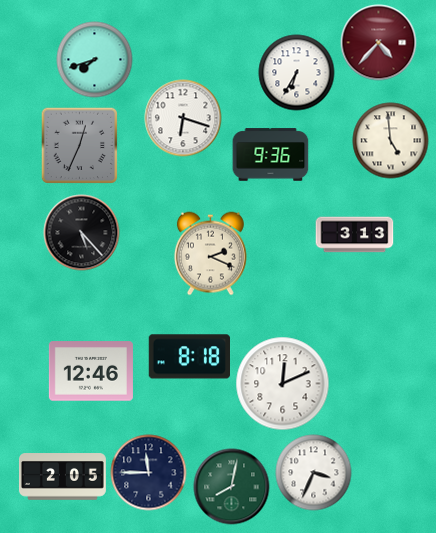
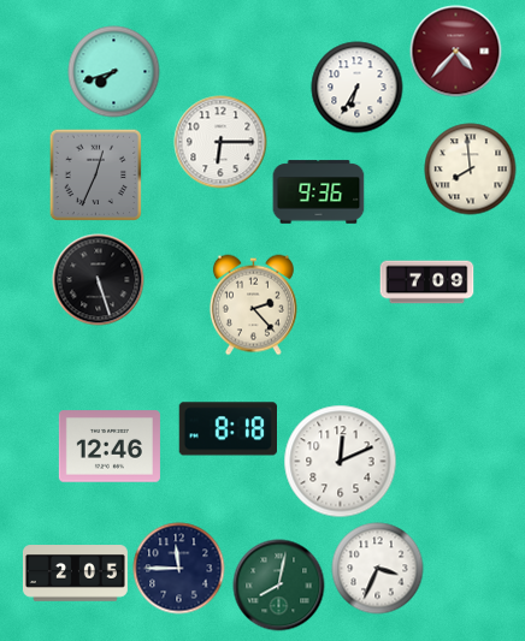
clock at (183, 118): 6:18 -> 6:15
clock at (391, 141): 4:59 -> 7:59
clock at (271, 155) position: (271, 155) -> (319, 192)
clock at (82, 233): 5:23 -> 5:27
clock at (355, 235): 3:13 -> 7:09
clock at (210, 254): 2:19 -> 2:23
